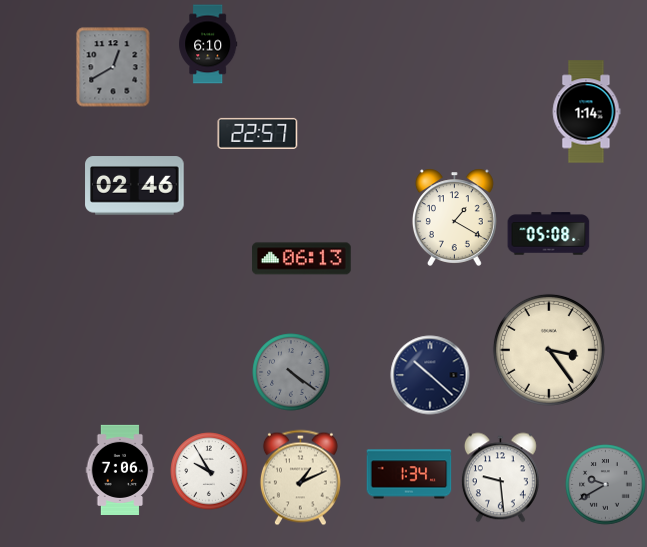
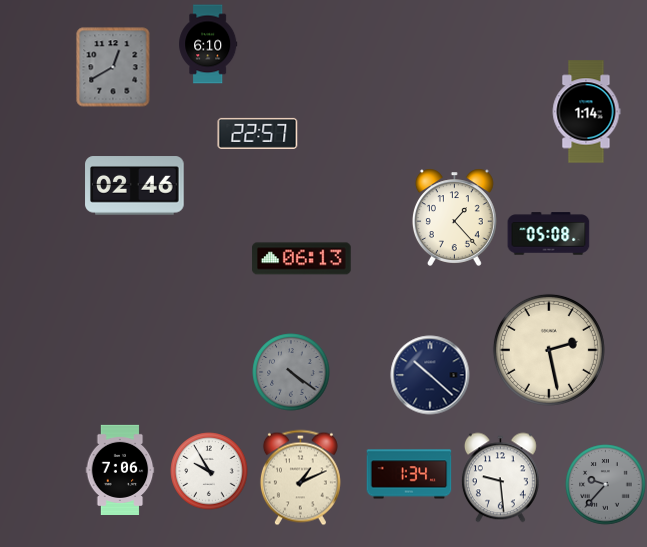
clock at (454, 217): 1:20 -> 1:23
clock at (549, 350): 3:24 -> 2:28
clock at (606, 485): 9:40 -> 9:37
